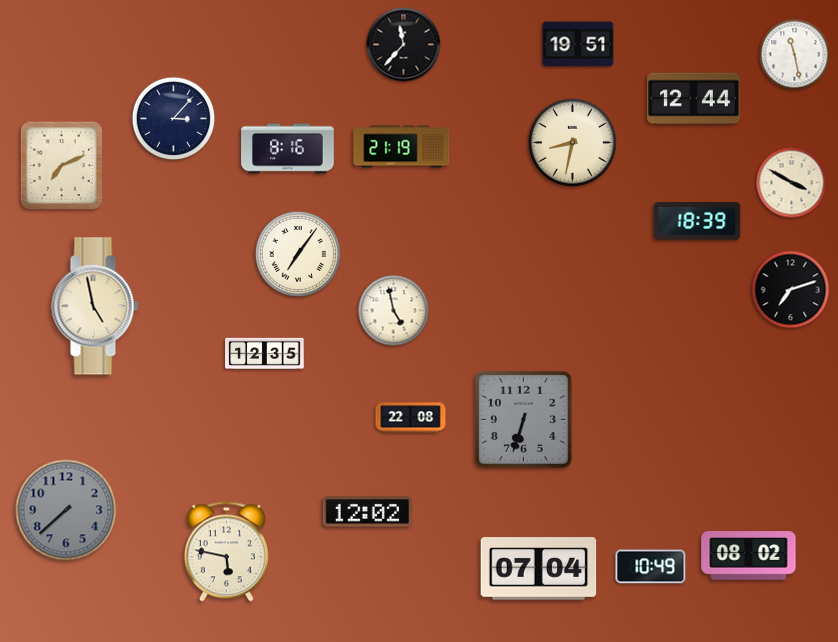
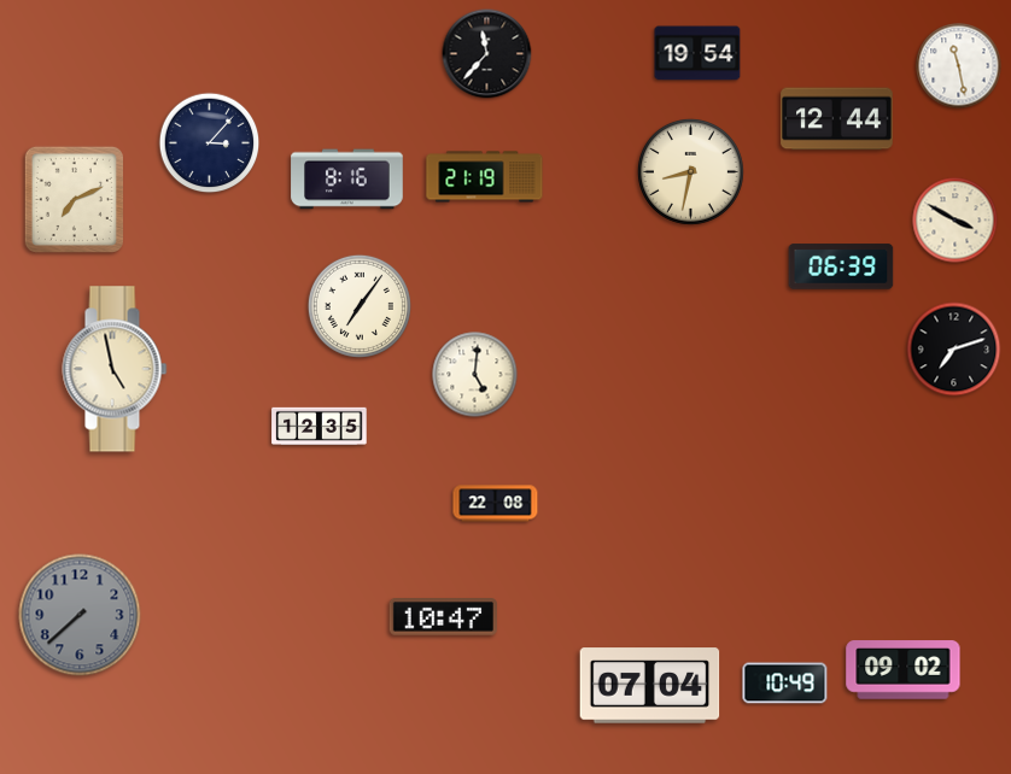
clock at (578, 44): 19:51 -> 19:54
clock at (697, 221): 18:39 -> 06:39
clock at (394, 311): 4:58 -> 5:01
clock at (523, 419): 6:33 -> none
clock at (367, 512): 12:02 -> 10:47
clock at (226, 552): 5:47 -> none
clock at (749, 556): 08:02 -> 09:02
